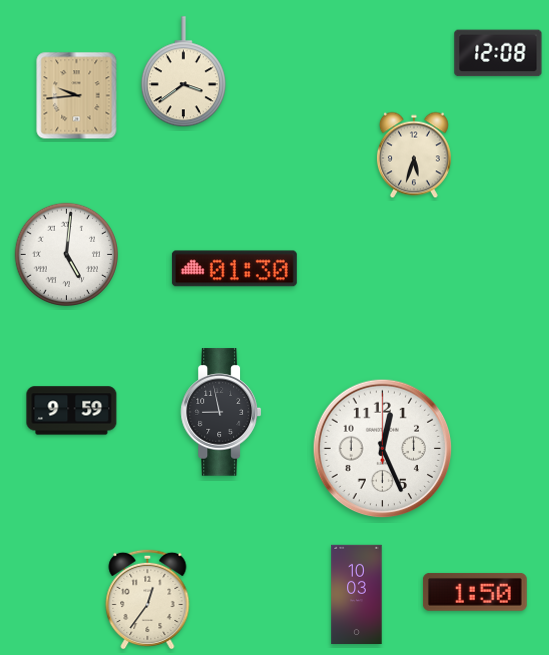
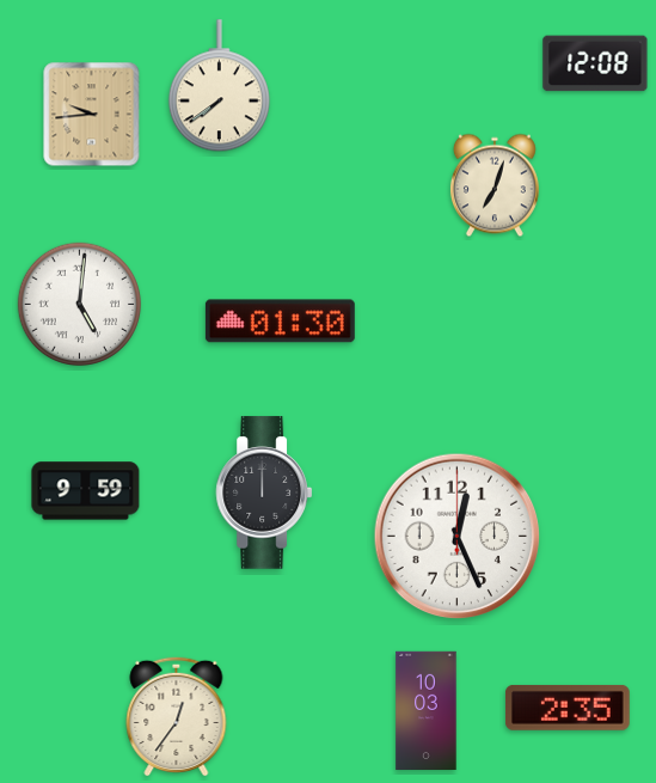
clock at (183, 72): 3:39 -> 7:39
clock at (414, 155): 5:33 -> 7:03
clock at (220, 412): 8:58 -> 12:00
clock at (475, 592): 1:50 -> 2:35
